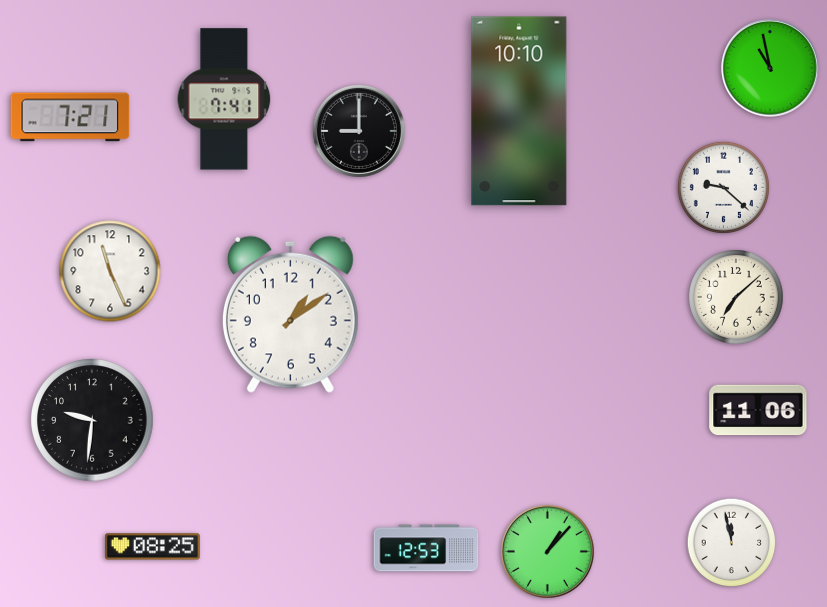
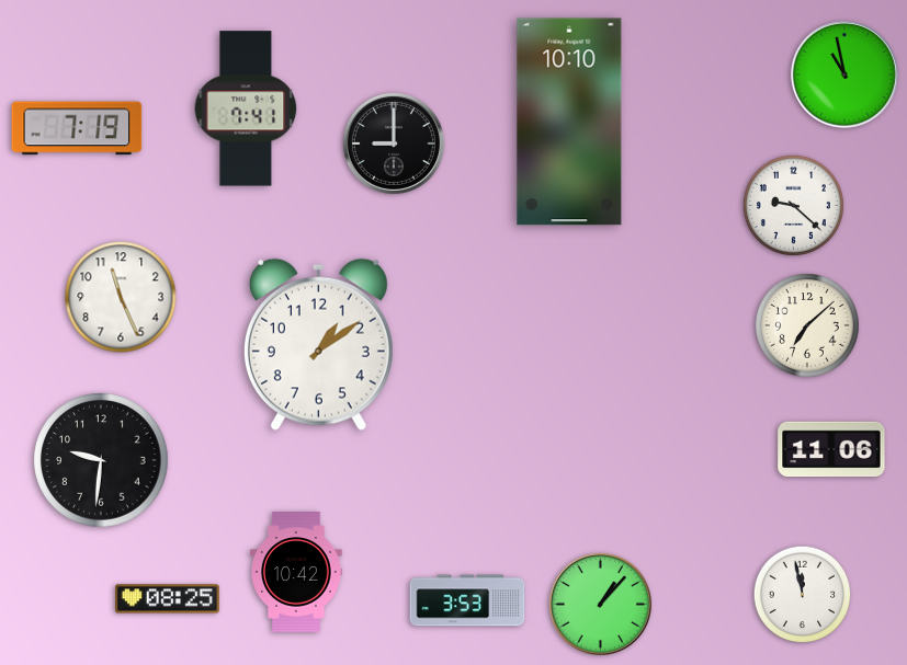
clock at (70, 117): 7:21 -> 7:19
clock at (296, 572): none -> 10:42
clock at (426, 548): 12:53 -> 3:53
